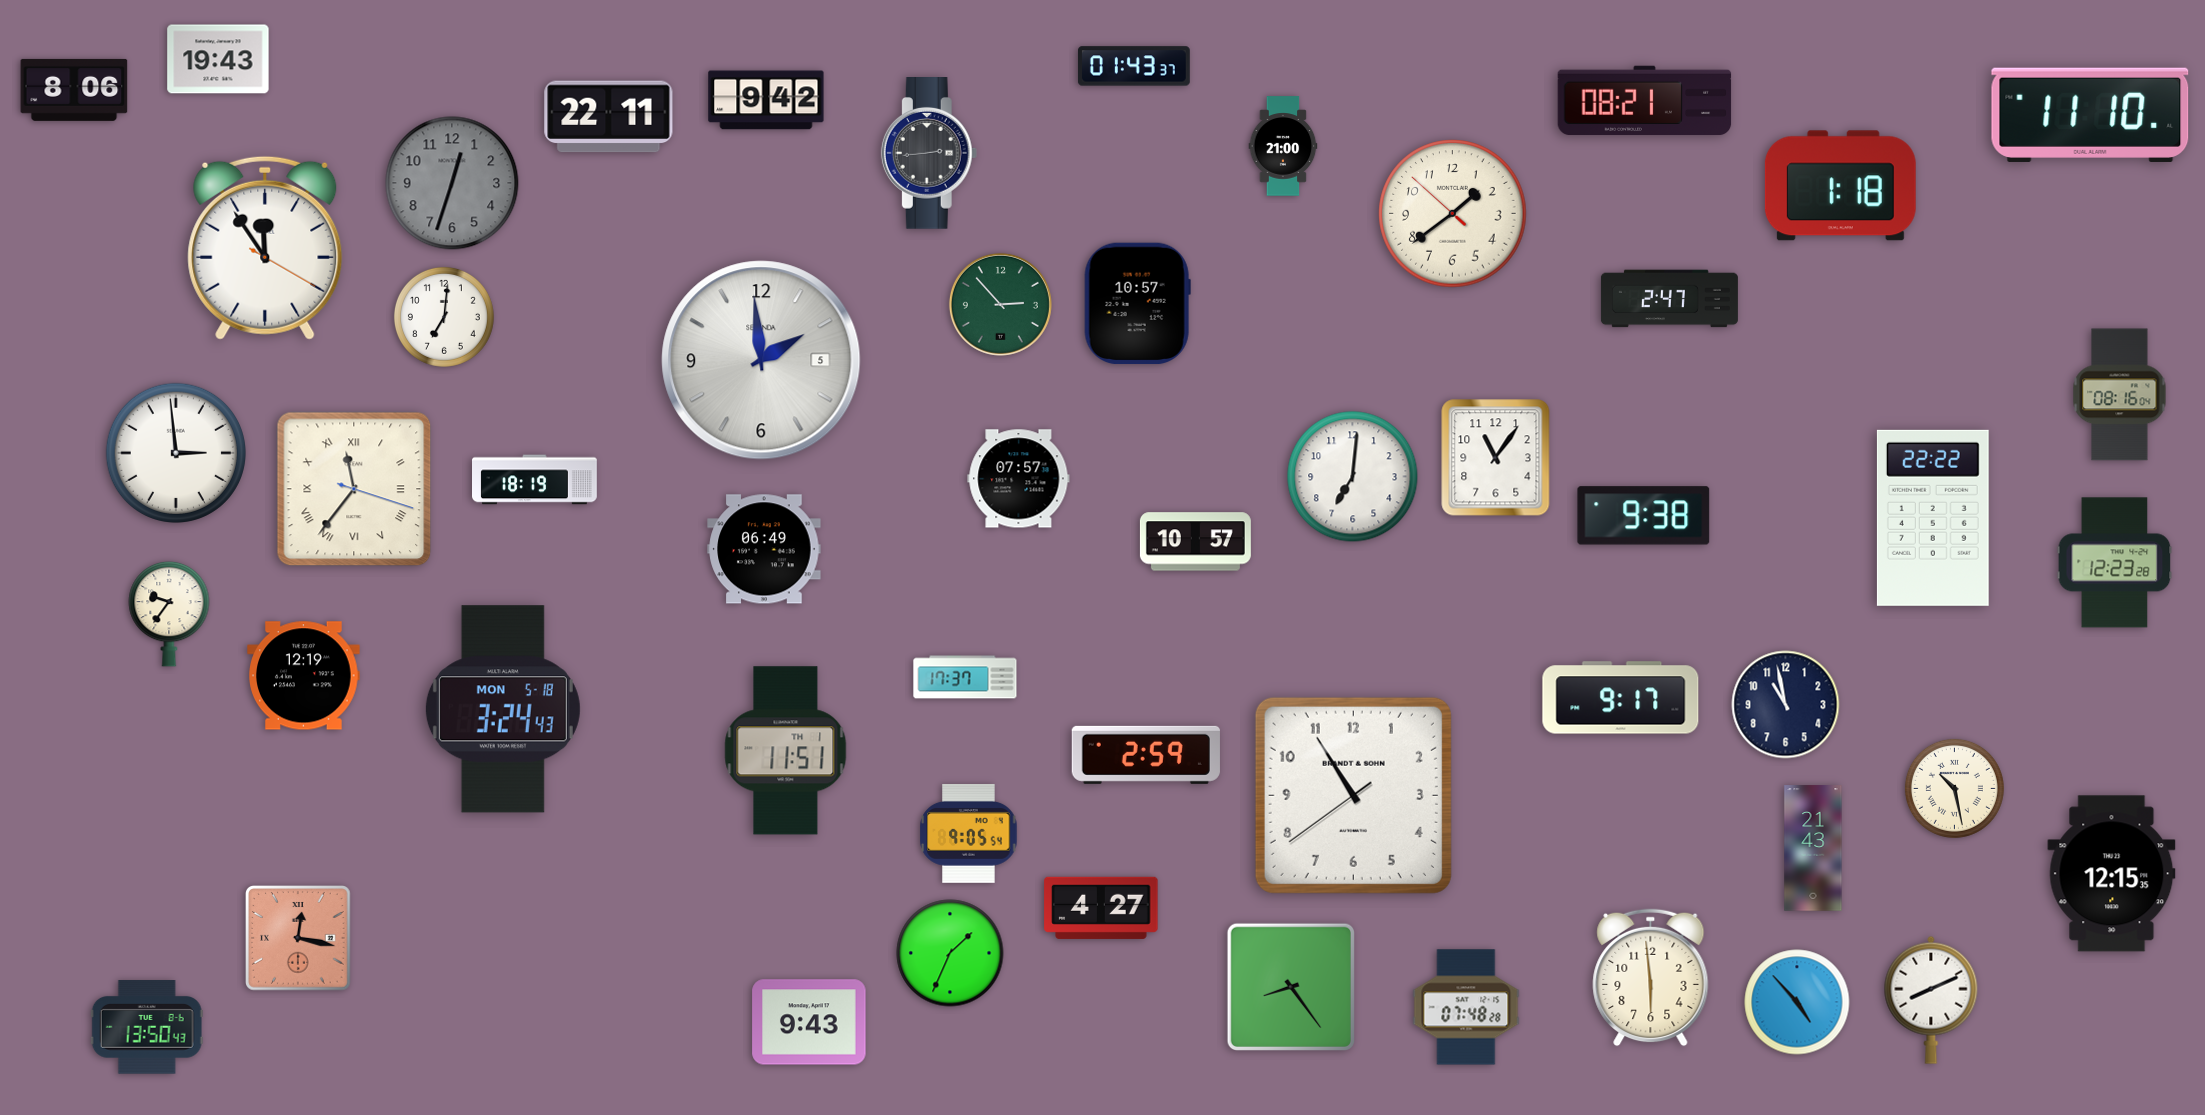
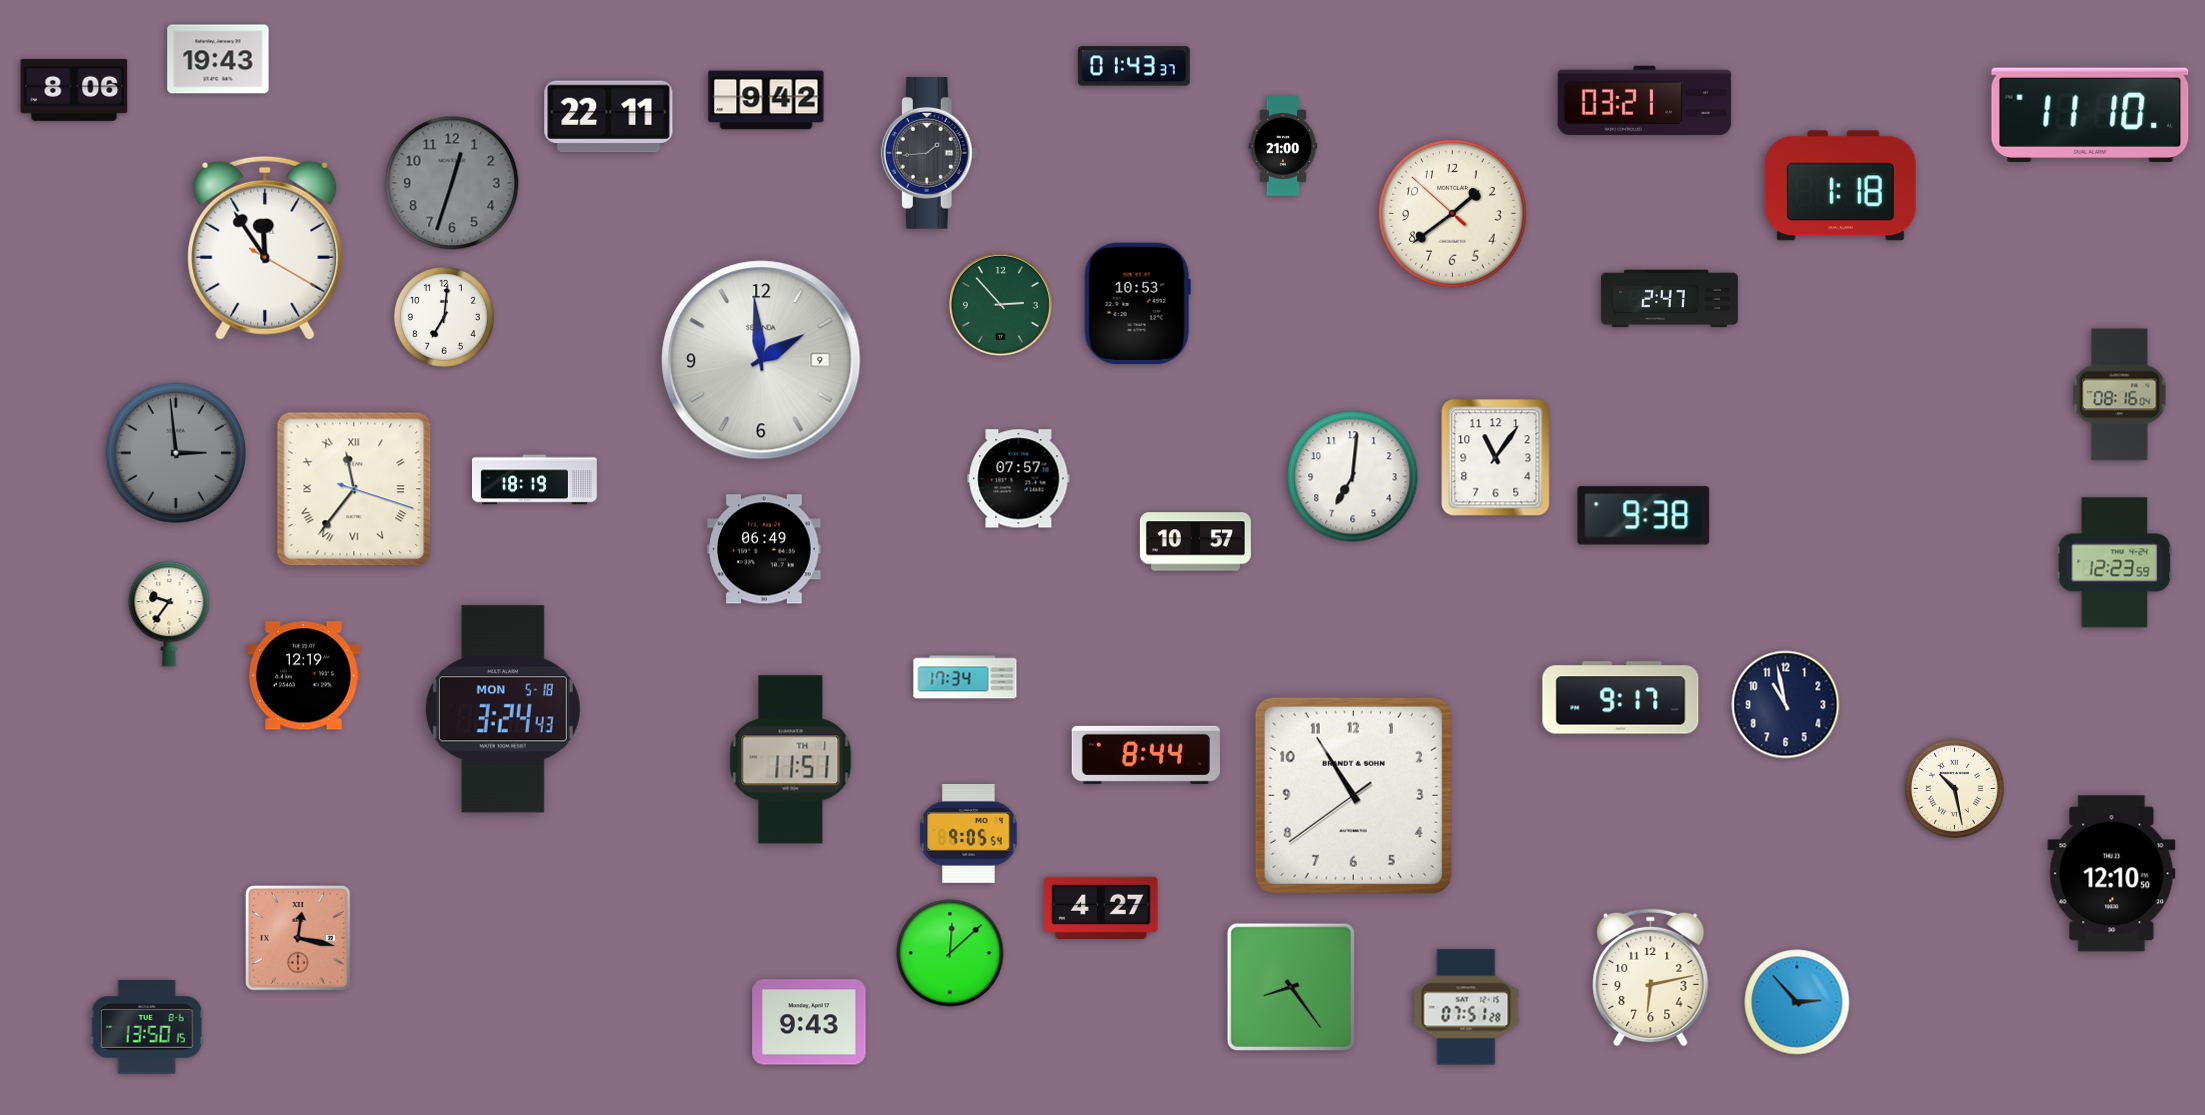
clock at (1645, 101): 08:21 -> 03:21
clock at (929, 154): 2:44 -> 1:44
clock at (1137, 304): 10:57 -> 10:53
clock at (761, 360) date: 5 -> 9
clock at (176, 453) dial: white -> grey
clock at (1933, 518): 22:22 -> none
clock at (2115, 563): 12:23:28 -> 12:23:59
clock at (965, 677): 17:37 -> 17:34
clock at (786, 751) position: (786, 751) -> (791, 760)
clock at (1146, 755): 2:59 -> 8:44
clock at (1813, 848): 21:43 -> none
clock at (2112, 874): 12:15 -> 12:10
clock at (950, 953): 1:34 -> 12:08
clock at (1651, 978): 5:59 -> 6:13
clock at (1931, 1000): 8:11 -> none
clock at (1797, 1002): 4:53 -> 2:53
clock at (1466, 1007): 07:48 -> 07:51
clock at (147, 1027): 13:50:43 -> 13:50:15
